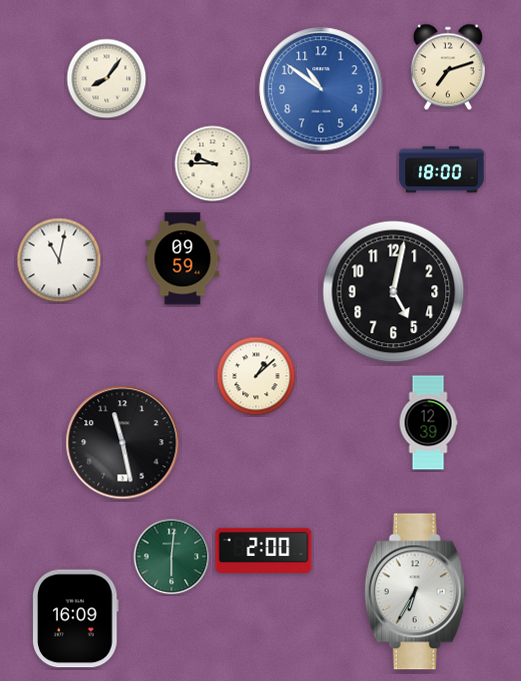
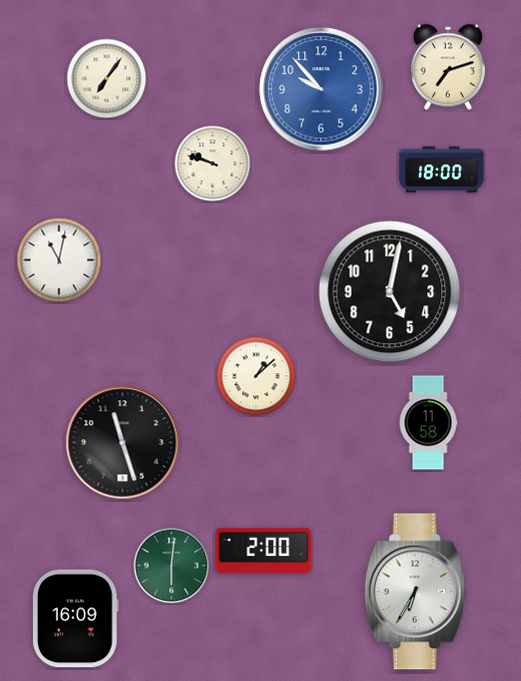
clock at (107, 79): 8:06 -> 7:06
clock at (321, 89): 10:51 -> 9:53
clock at (213, 164): 9:45 -> 9:48
clock at (183, 259): 09:59 -> none
clock at (394, 292) position: (394, 292) -> (390, 292)
clock at (428, 423): 12:39 -> 11:58
clock at (123, 443): 11:28 -> 11:27
clock at (172, 557) position: (172, 557) -> (172, 566)
